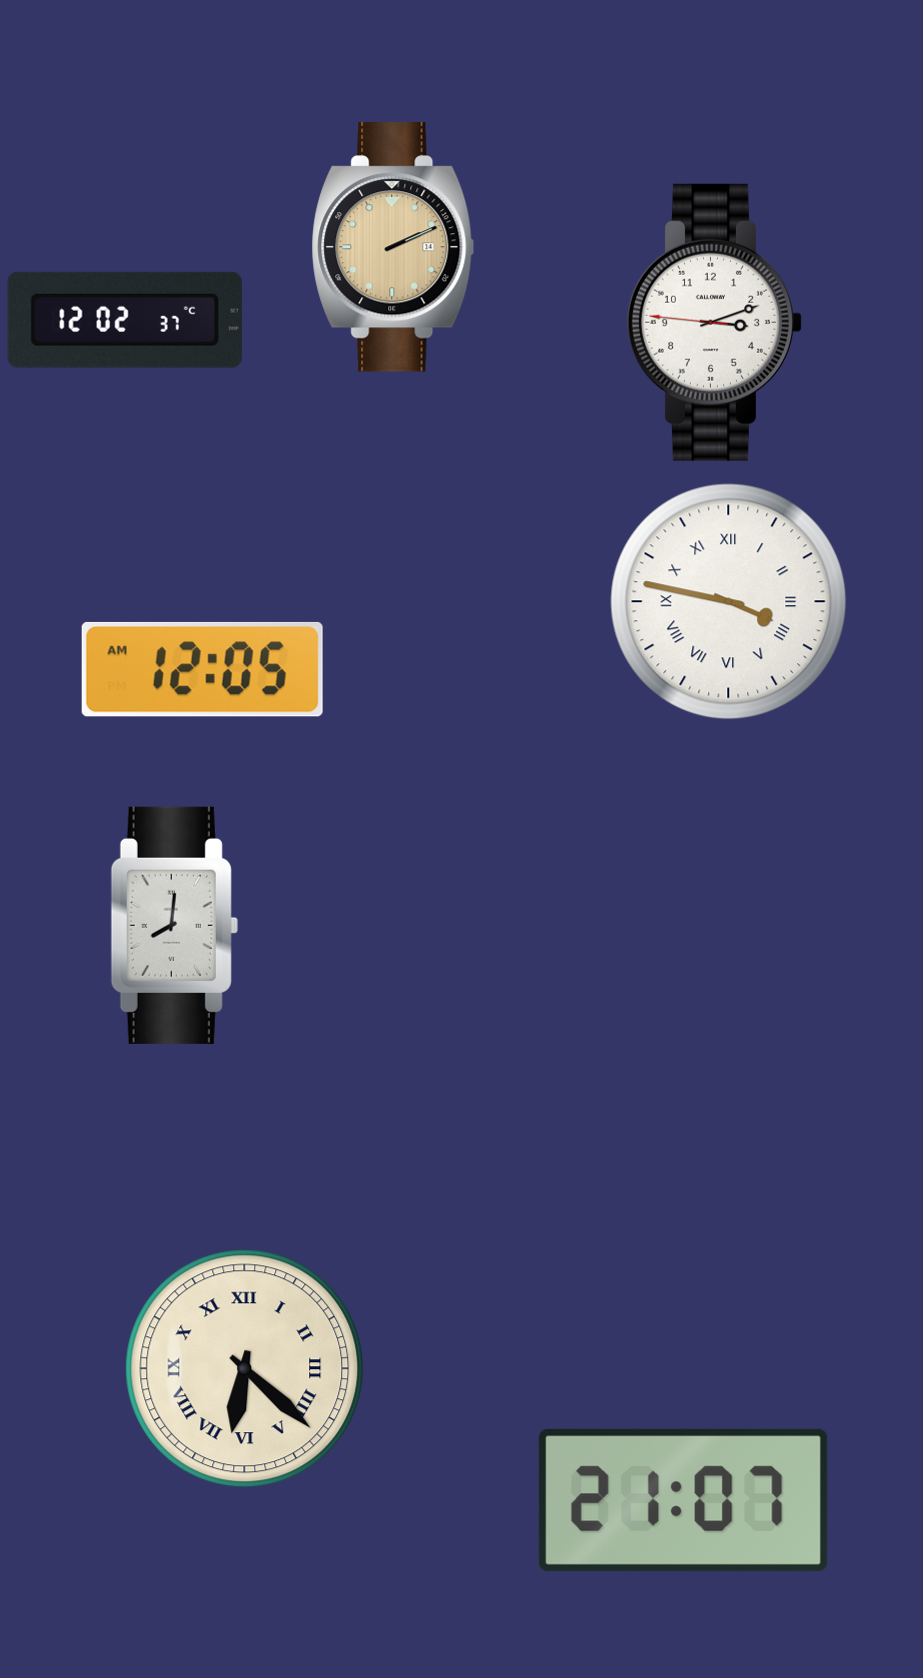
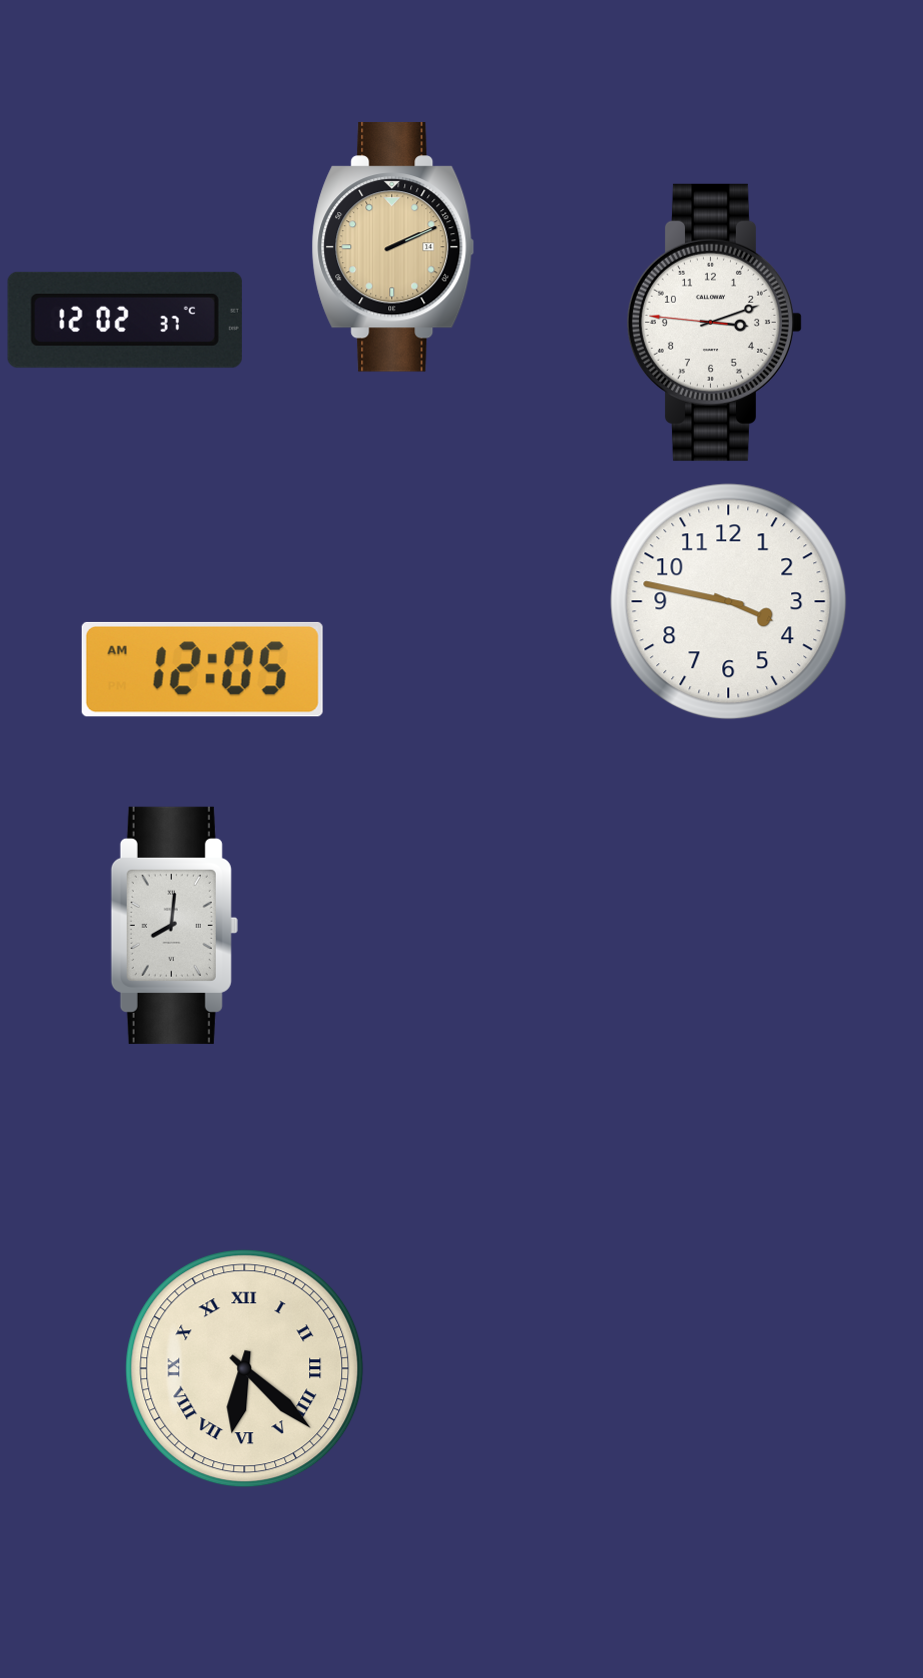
clock at (729, 602) numerals: Roman -> Arabic
clock at (683, 1500): 21:07 -> none
